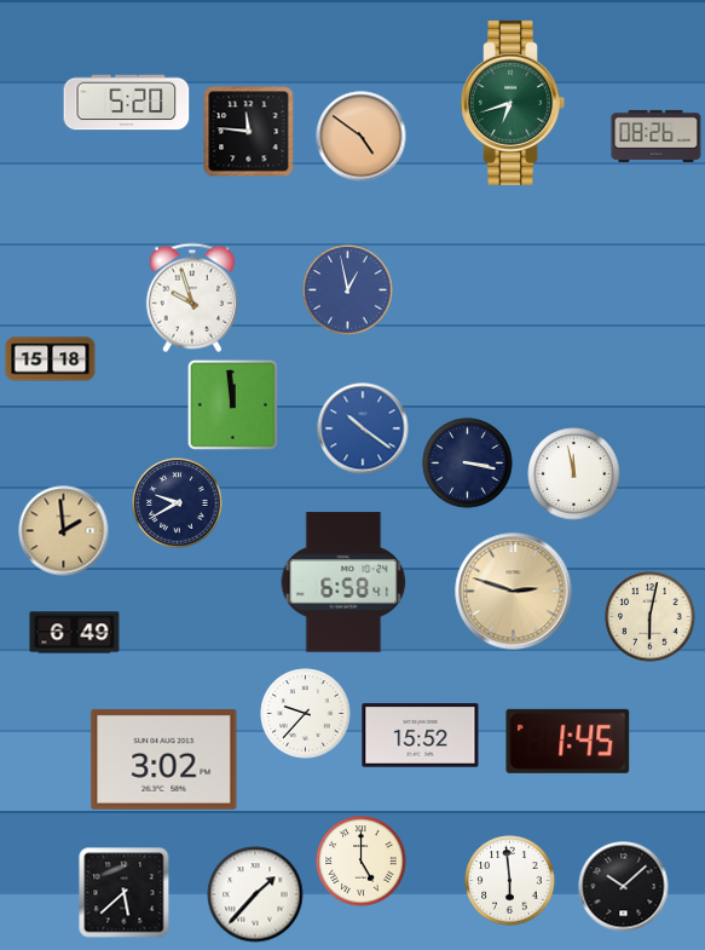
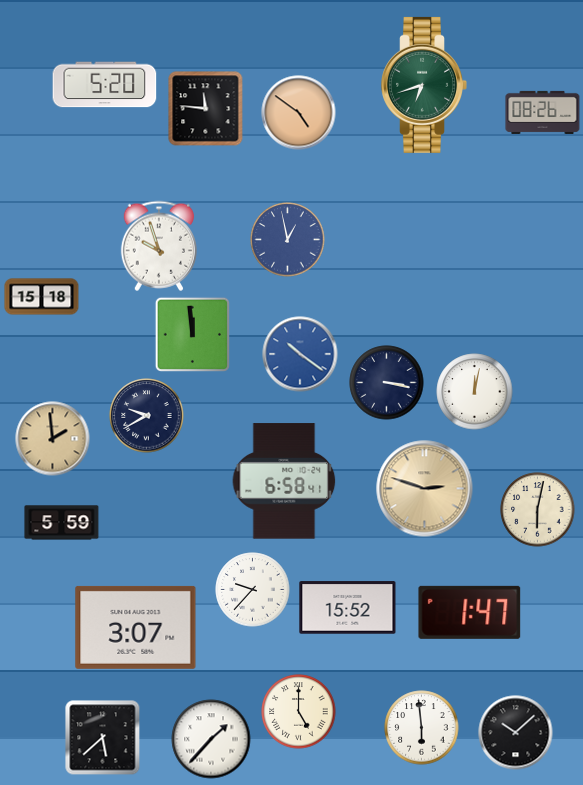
clock at (574, 474): 11:58 -> 12:02
clock at (75, 633): 6:49 -> 5:59
clock at (568, 741): 1:45 -> 1:47
clock at (164, 759): 3:02 -> 3:07
